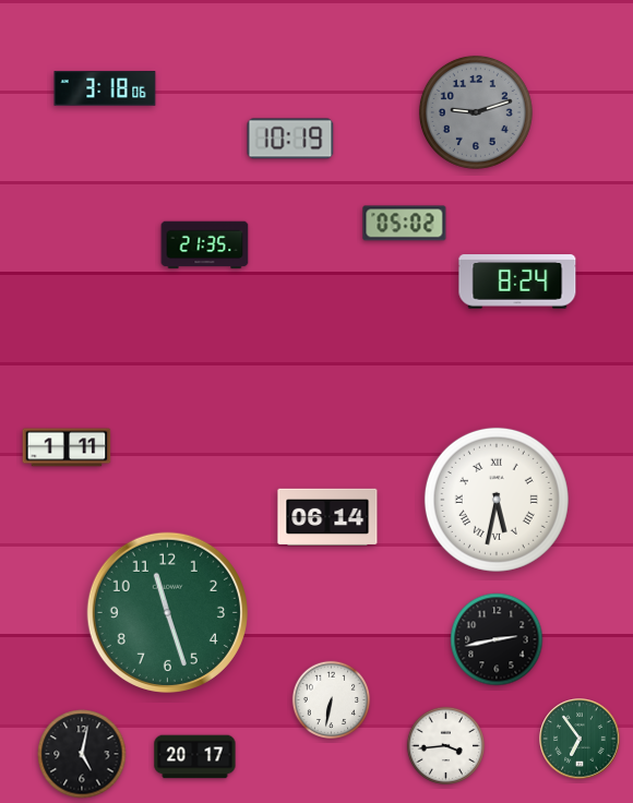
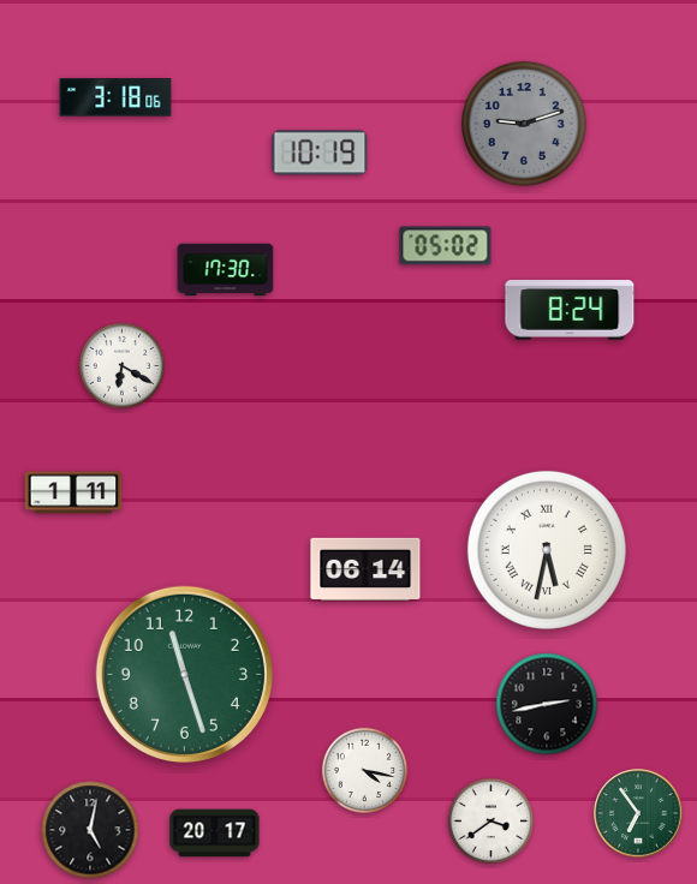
clock at (205, 245): 21:35 -> 17:30
clock at (121, 365): none -> 6:20
clock at (327, 516) position: (327, 516) -> (365, 568)
clock at (331, 699): 6:32 -> 4:17
clock at (445, 745): 3:44 -> 3:39
